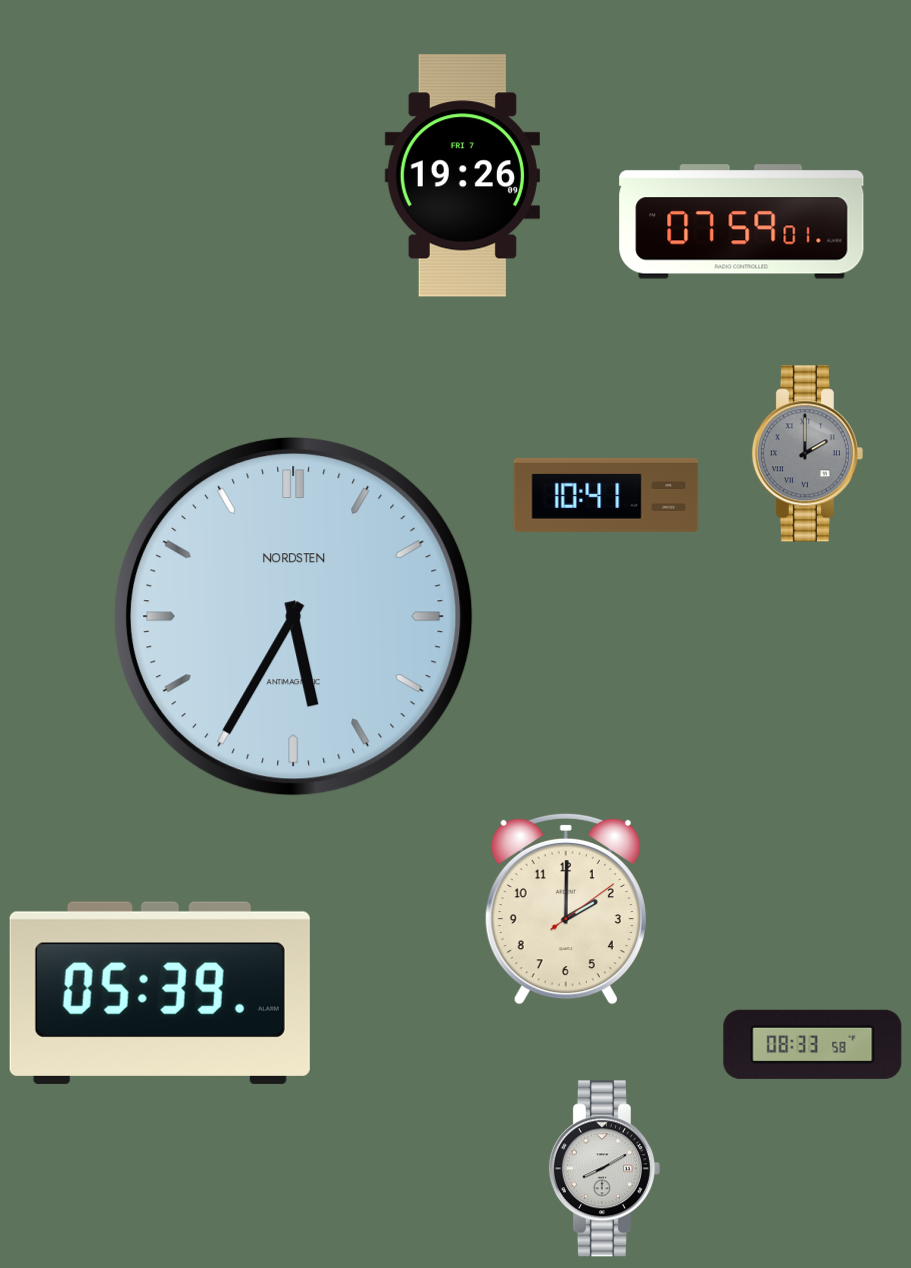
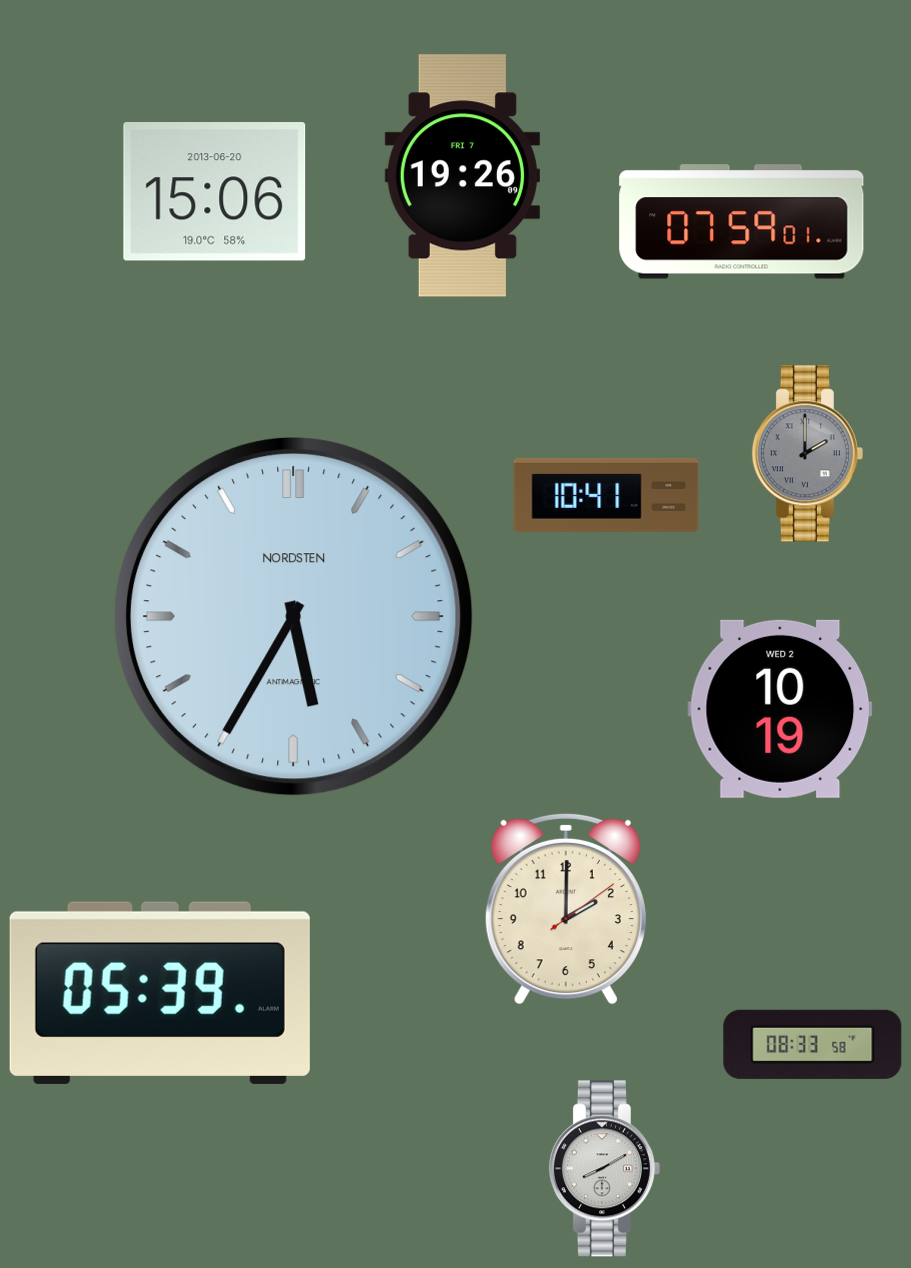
clock at (215, 192): none -> 15:06
clock at (780, 709): none -> 10:19
